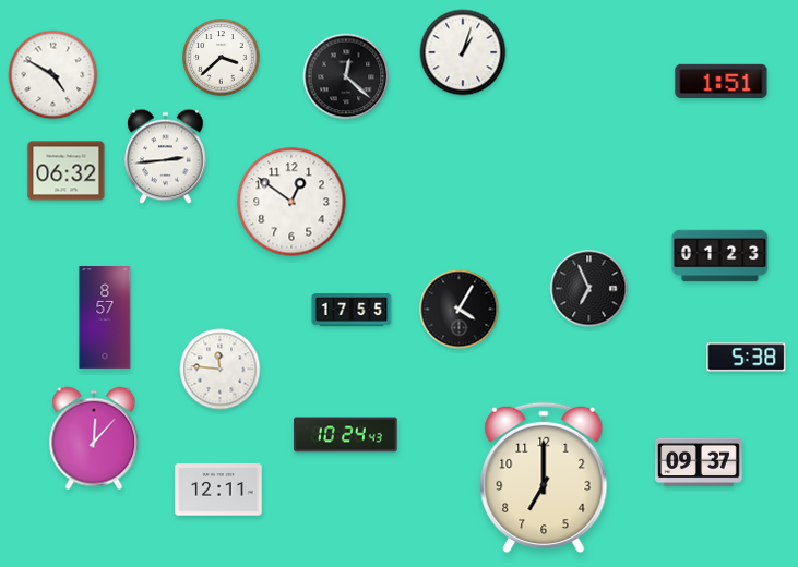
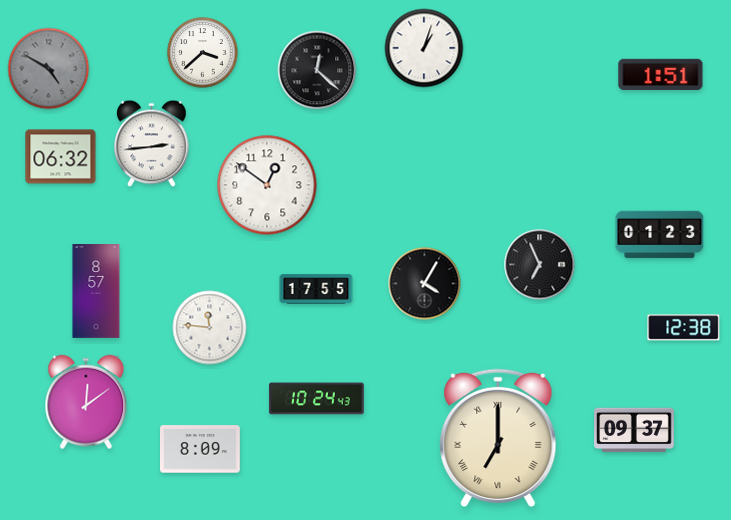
clock at (53, 75) dial: white -> grey
clock at (352, 310) position: (352, 310) -> (316, 289)
clock at (460, 310) position: (460, 310) -> (425, 284)
clock at (747, 358): 5:38 -> 12:38
clock at (221, 370) position: (221, 370) -> (210, 328)
clock at (94, 438): 12:07 -> 12:09
clock at (700, 462) position: (700, 462) -> (635, 430)
clock at (544, 478) numerals: Arabic -> Roman
clock at (219, 490): 12:11 -> 8:09
